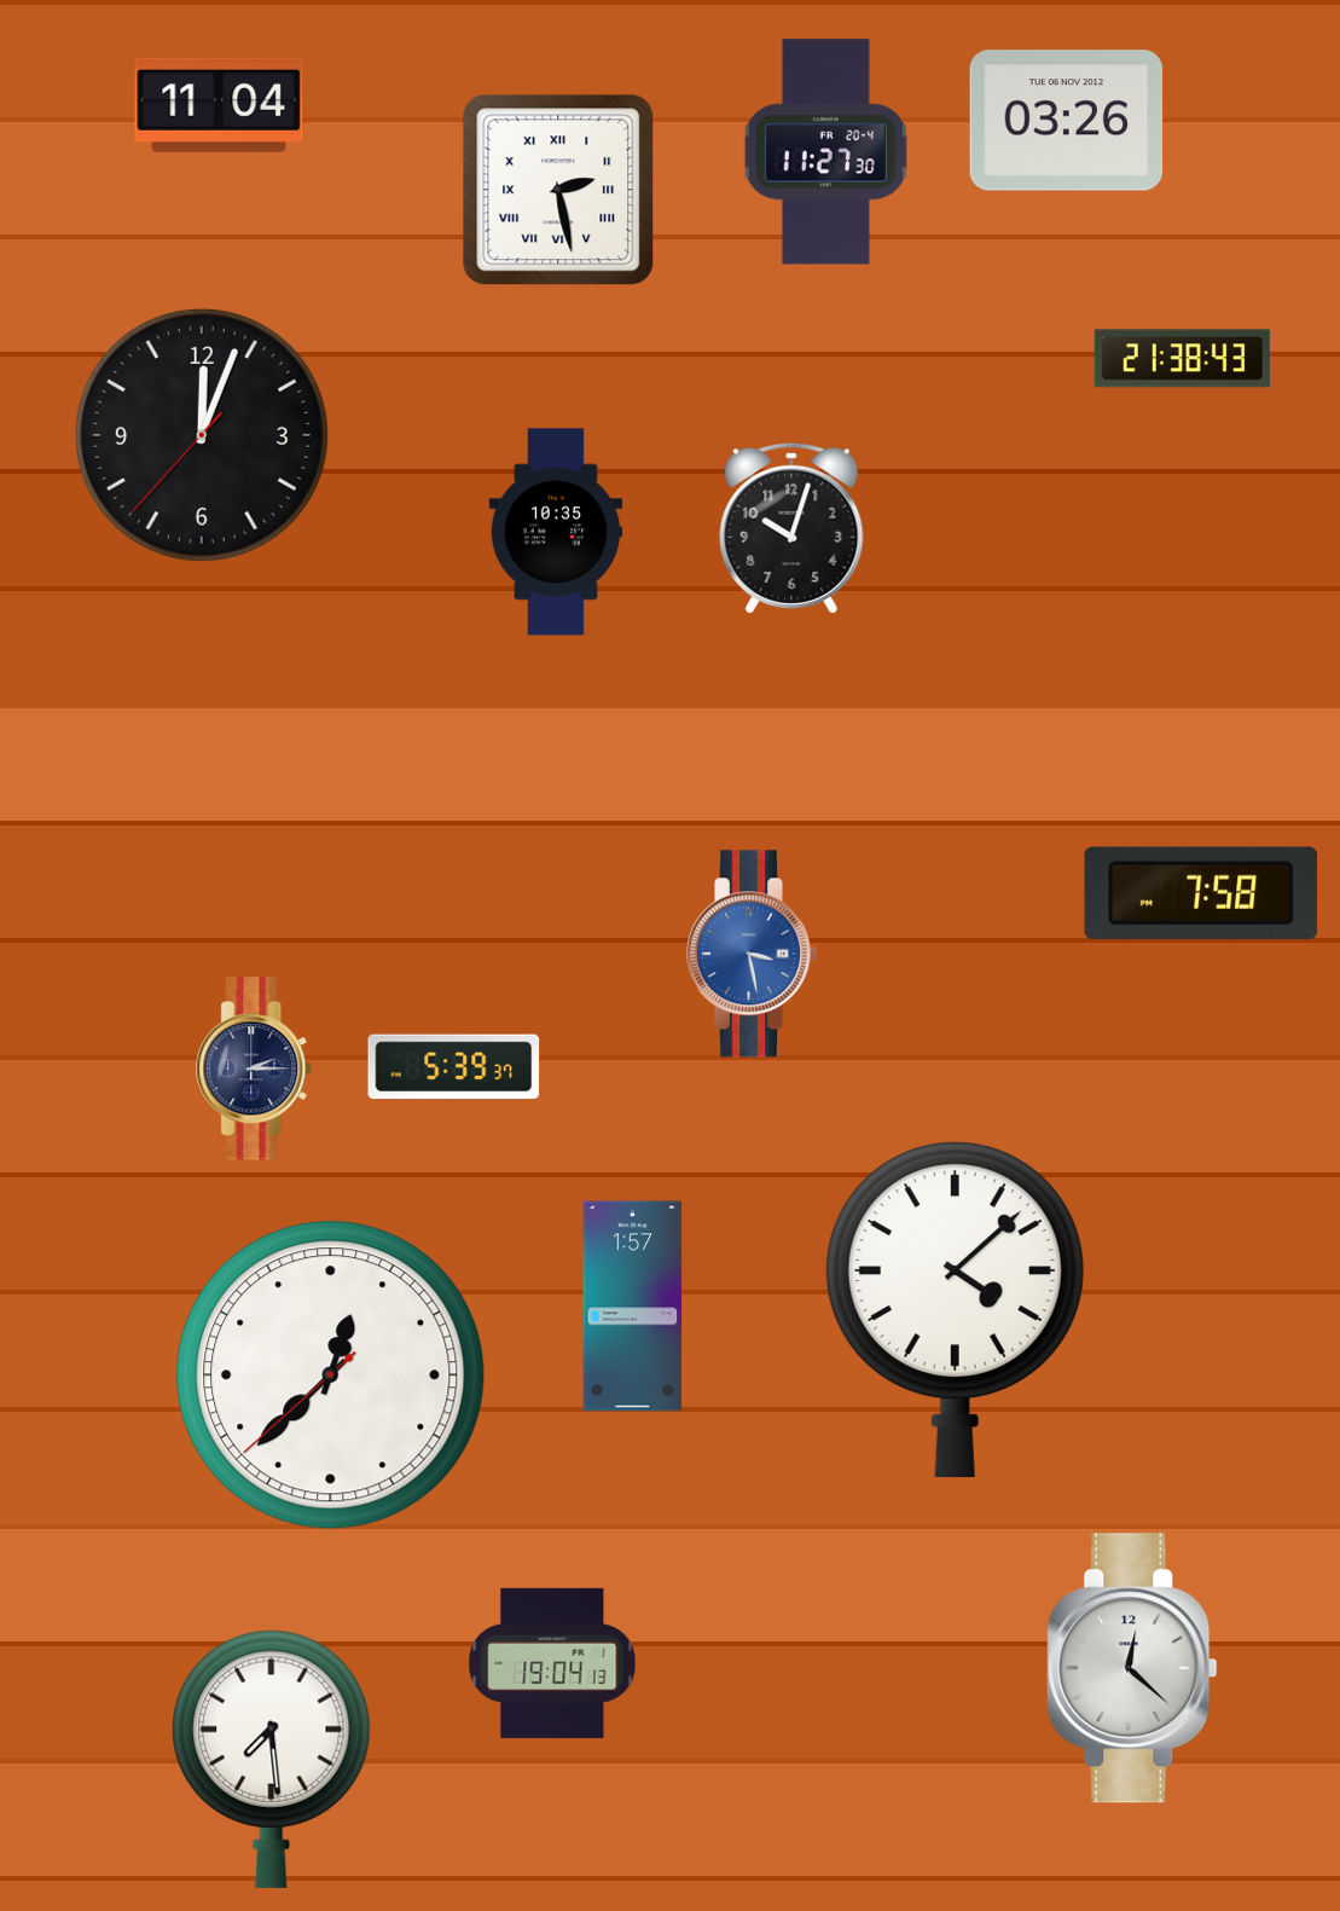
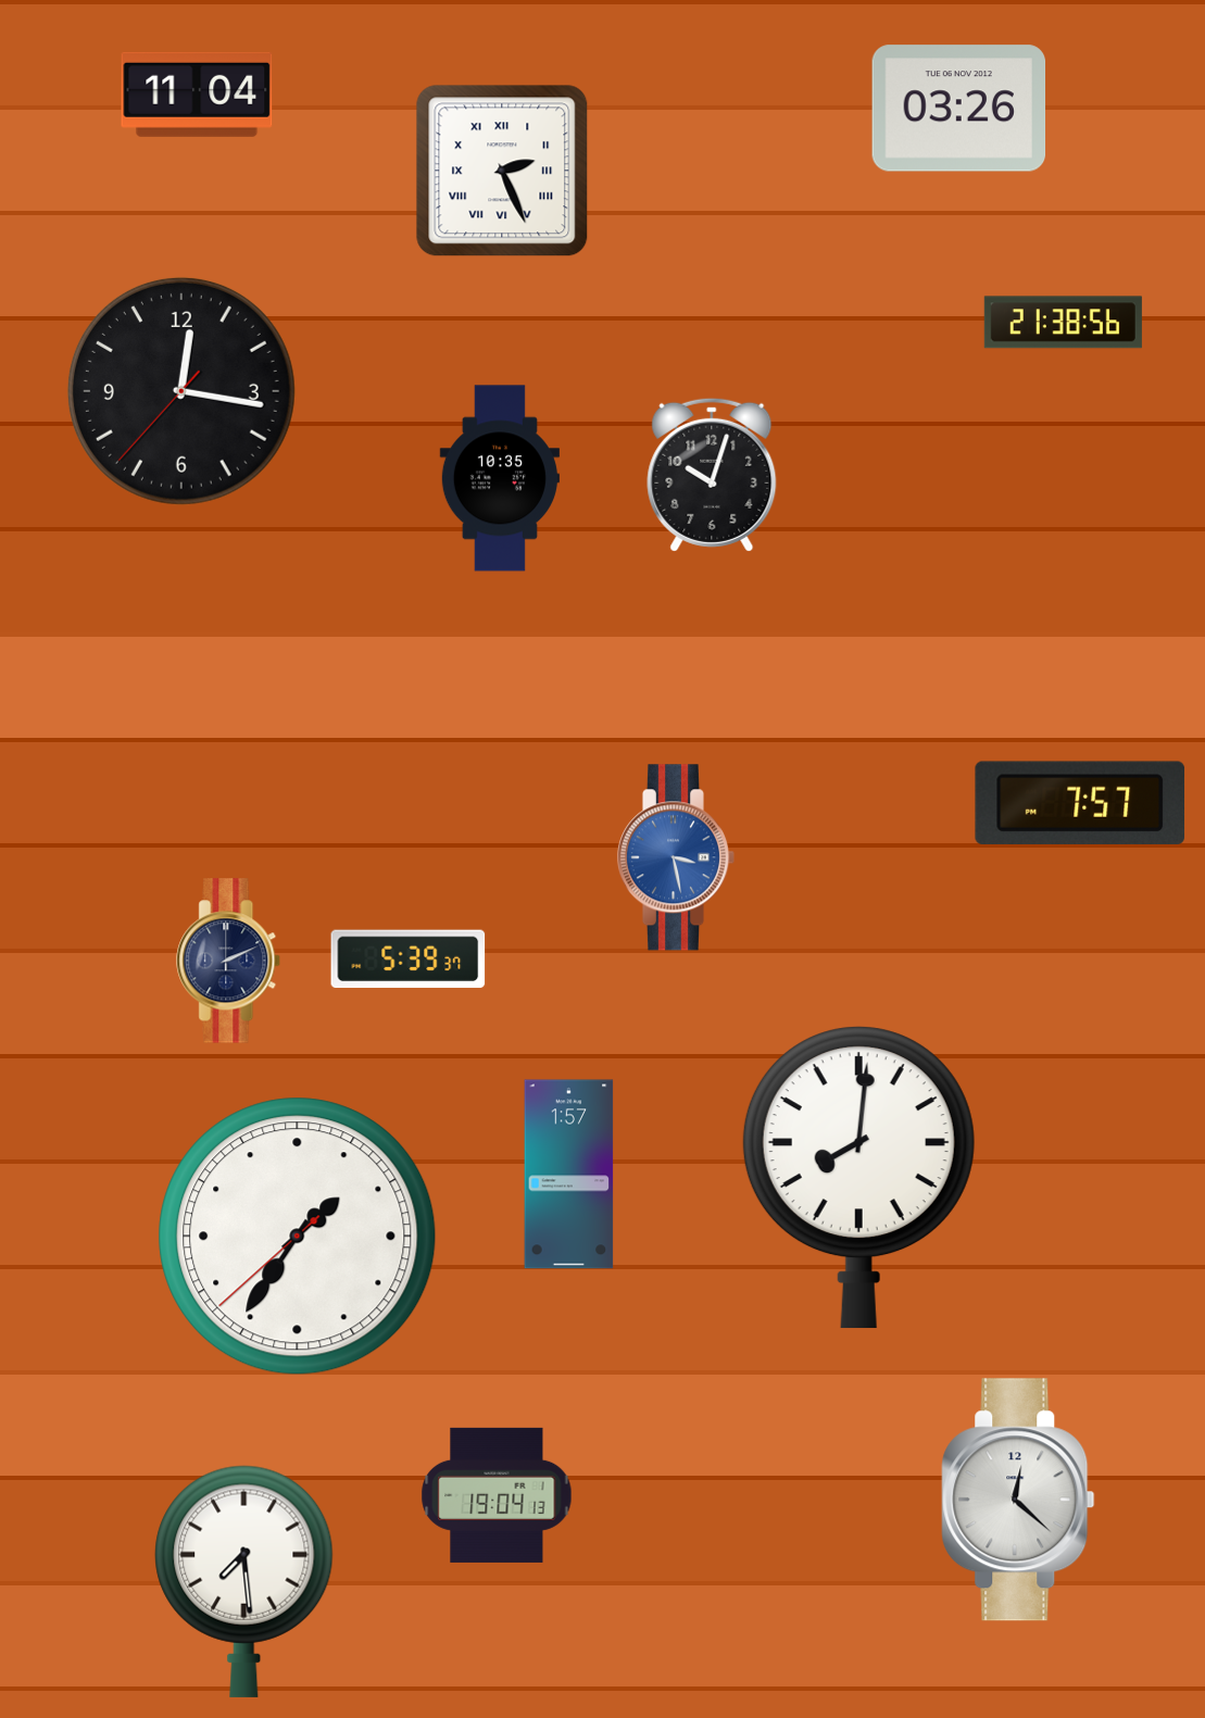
clock at (825, 152): 11:27 -> none
clock at (558, 190): 2:28 -> 2:26
clock at (1182, 359): 21:38:43 -> 21:38:56
clock at (202, 435): 12:03 -> 12:16
clock at (1201, 893): 7:58 -> 7:57
clock at (255, 1069): 2:15 -> 2:11
clock at (955, 1310): 4:08 -> 8:01
clock at (331, 1376): 12:37 -> 1:35
